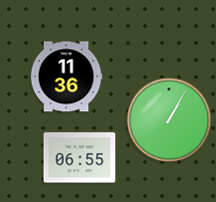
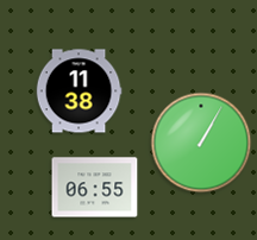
clock at (66, 77): 11:36 -> 11:38
